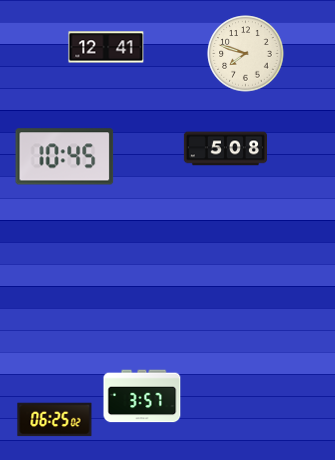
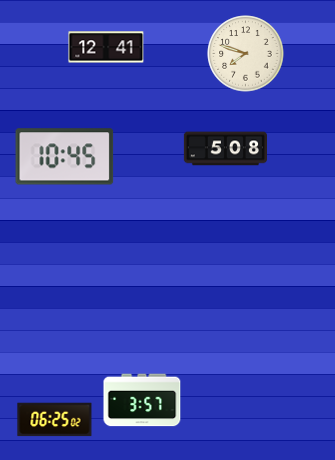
clock at (142, 396) position: (142, 396) -> (142, 400)
